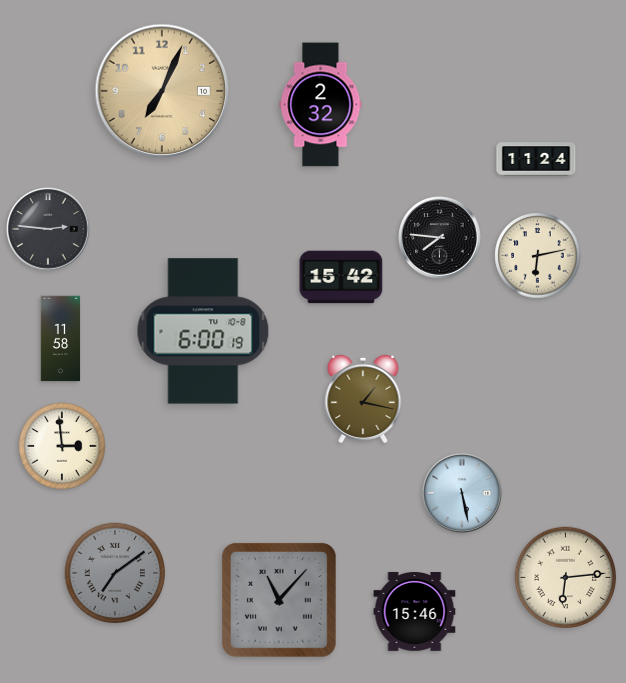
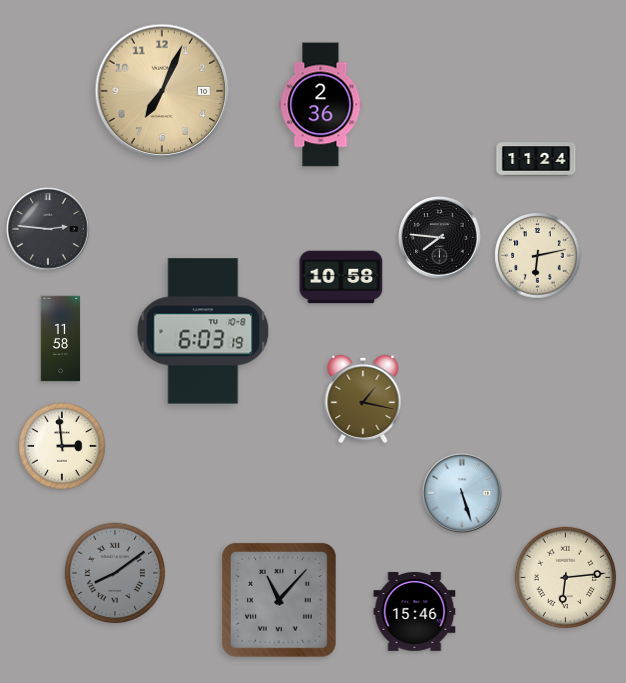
clock at (321, 105): 2:32 -> 2:36
clock at (341, 277): 15:42 -> 10:58
clock at (203, 331): 6:00 -> 6:03
clock at (462, 493): 5:28 -> 5:27
clock at (115, 573): 7:09 -> 8:09
